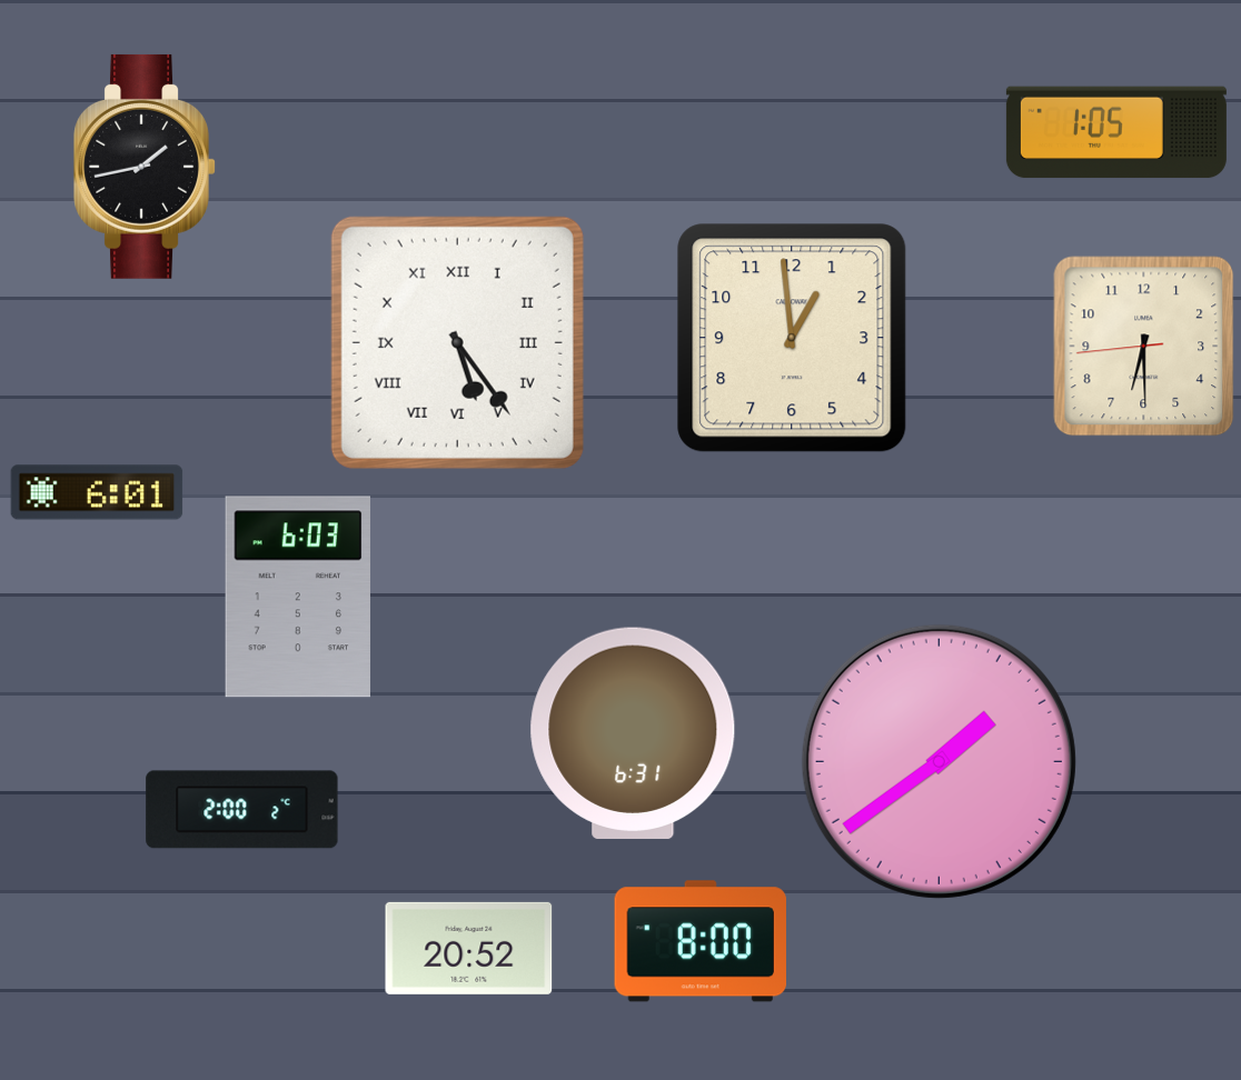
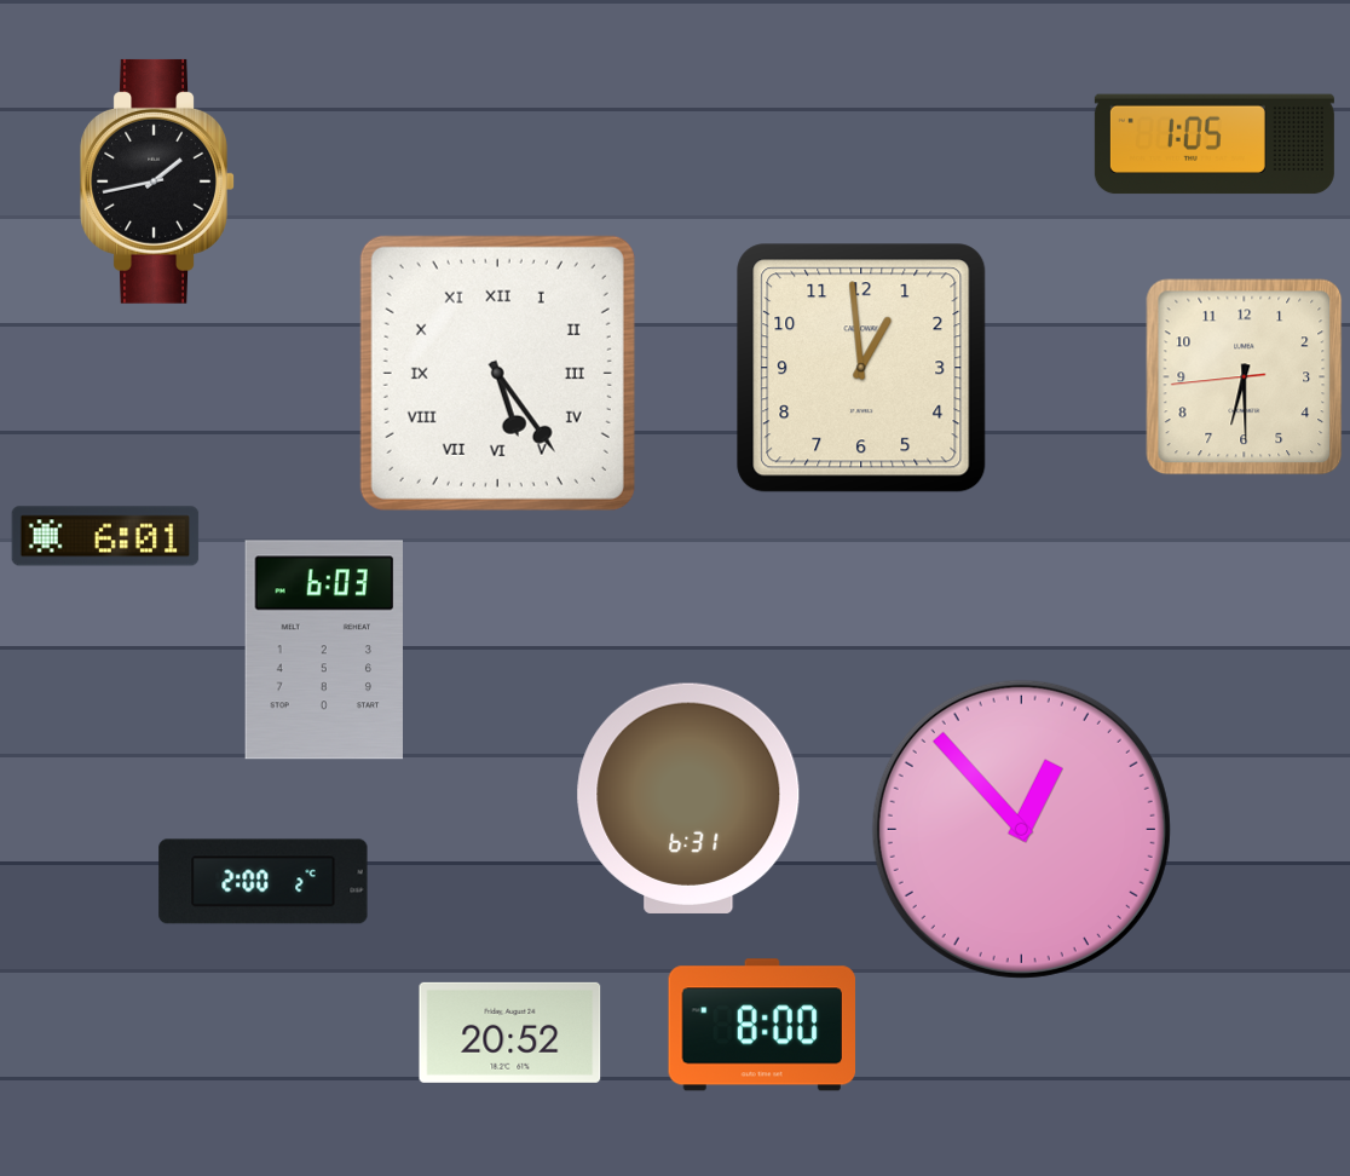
clock at (939, 761): 1:39 -> 12:53
